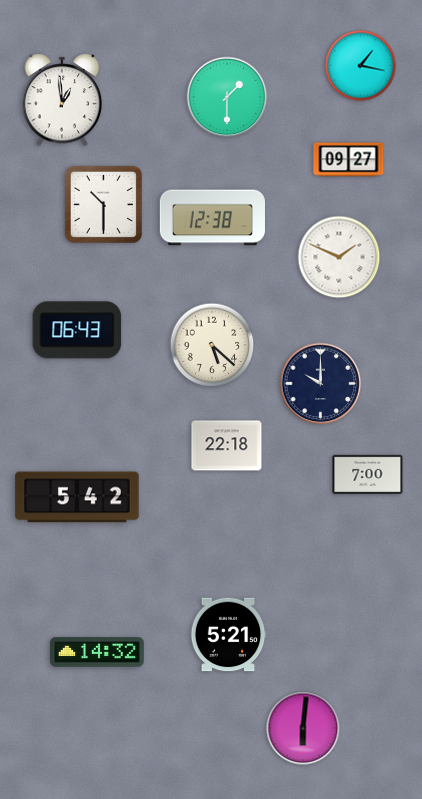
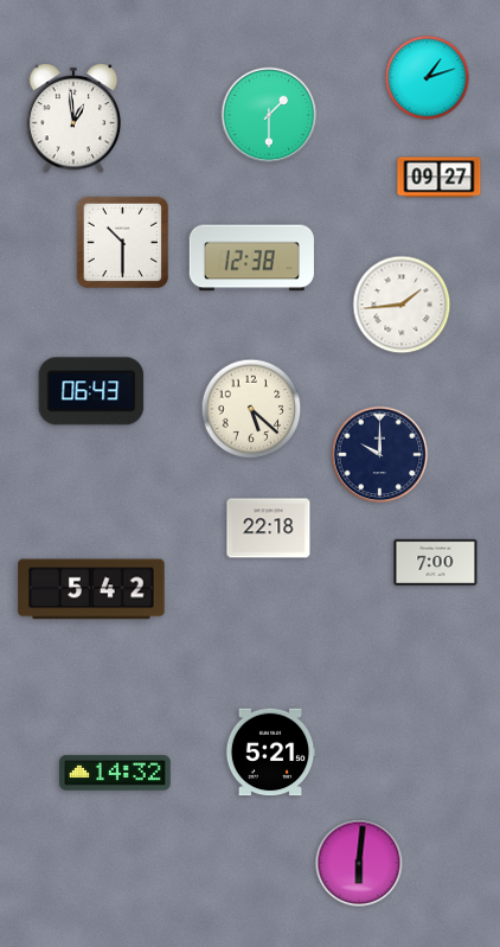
clock at (361, 66): 1:17 -> 1:12
clock at (349, 160) position: (349, 160) -> (440, 178)
clock at (339, 257): 1:49 -> 1:44
